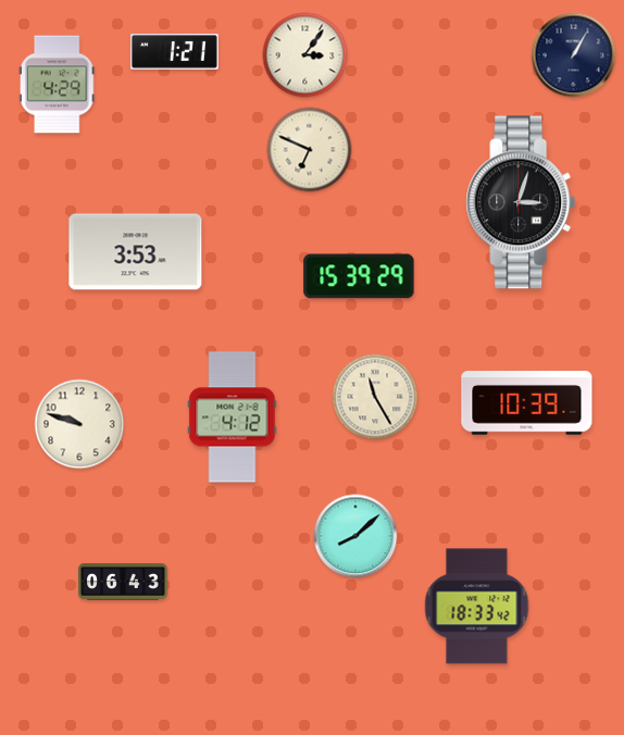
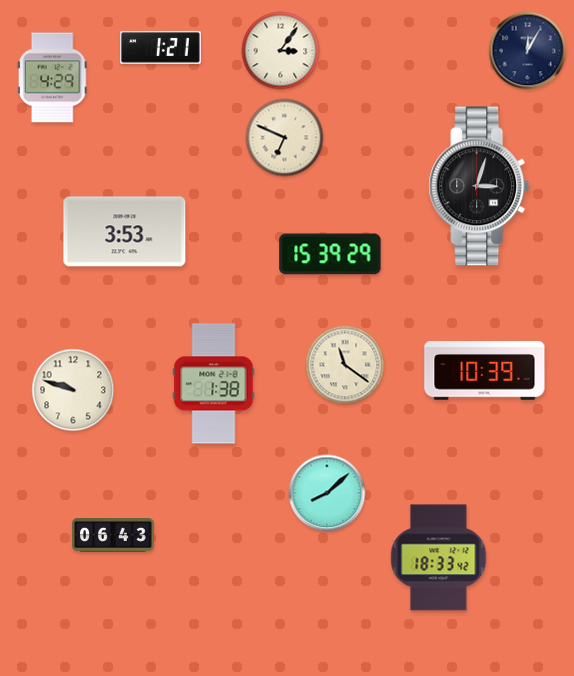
clock at (574, 55): 1:05 -> 12:05
clock at (375, 397): 11:25 -> 11:21
clock at (233, 418): 4:12 -> 1:38
